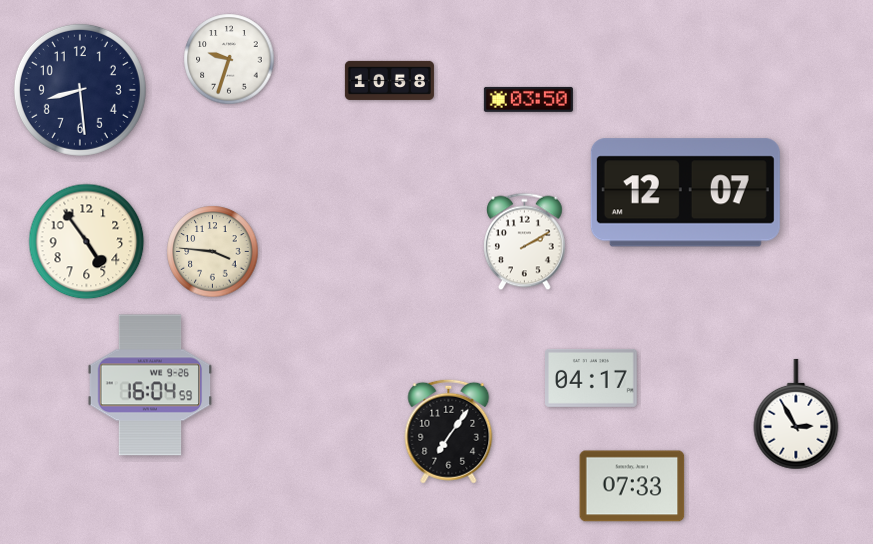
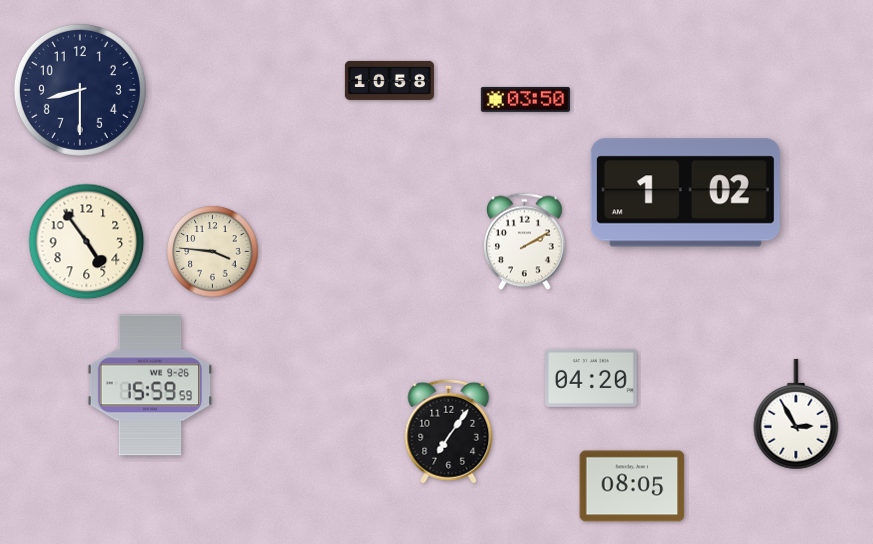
clock at (229, 59): 9:33 -> none
clock at (80, 90): 8:29 -> 8:30
clock at (528, 99) position: (528, 99) -> (525, 99)
clock at (685, 193): 12:07 -> 1:02
clock at (591, 378): 04:17 -> 04:20
clock at (150, 385): 16:04 -> 15:59
clock at (632, 486): 07:33 -> 08:05
